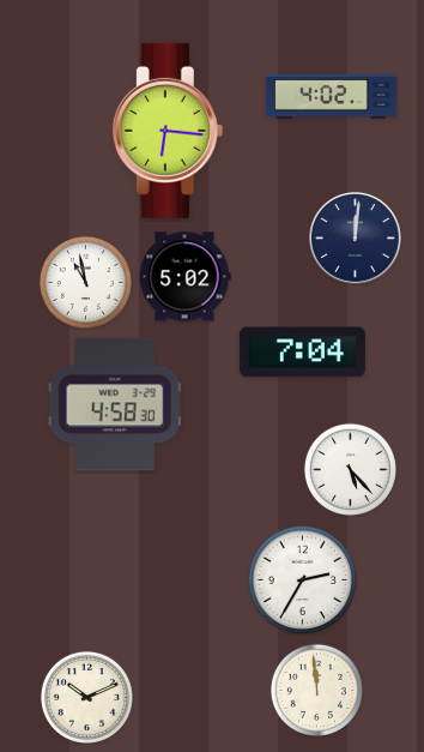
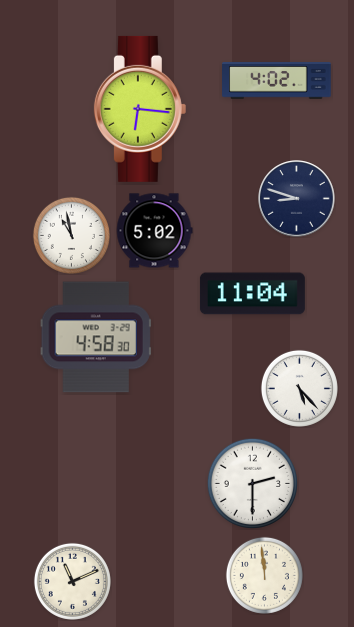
clock at (356, 239): 12:01 -> 8:48
clock at (302, 353): 7:04 -> 11:04
clock at (350, 469) position: (350, 469) -> (299, 388)
clock at (302, 579): 2:35 -> 2:30
clock at (86, 697): 10:11 -> 11:11
